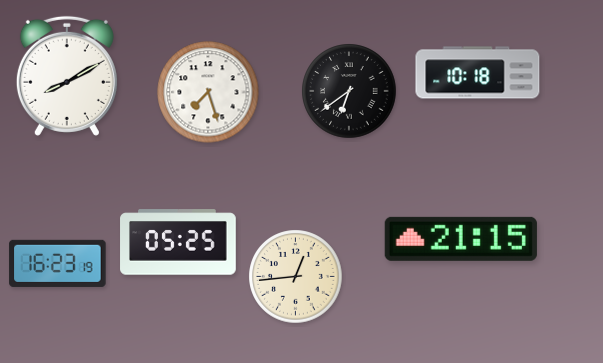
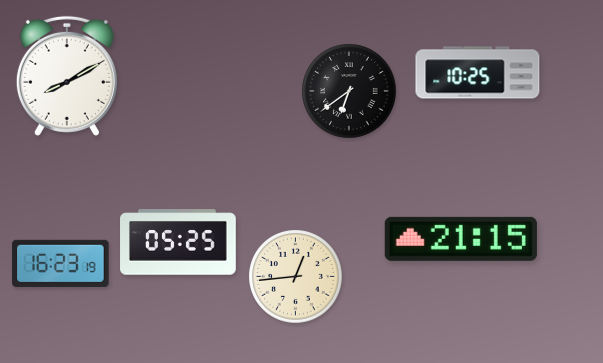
clock at (478, 73): 10:18 -> 10:25
clock at (208, 92): 7:27 -> none
clock at (58, 263) position: (58, 263) -> (61, 263)
